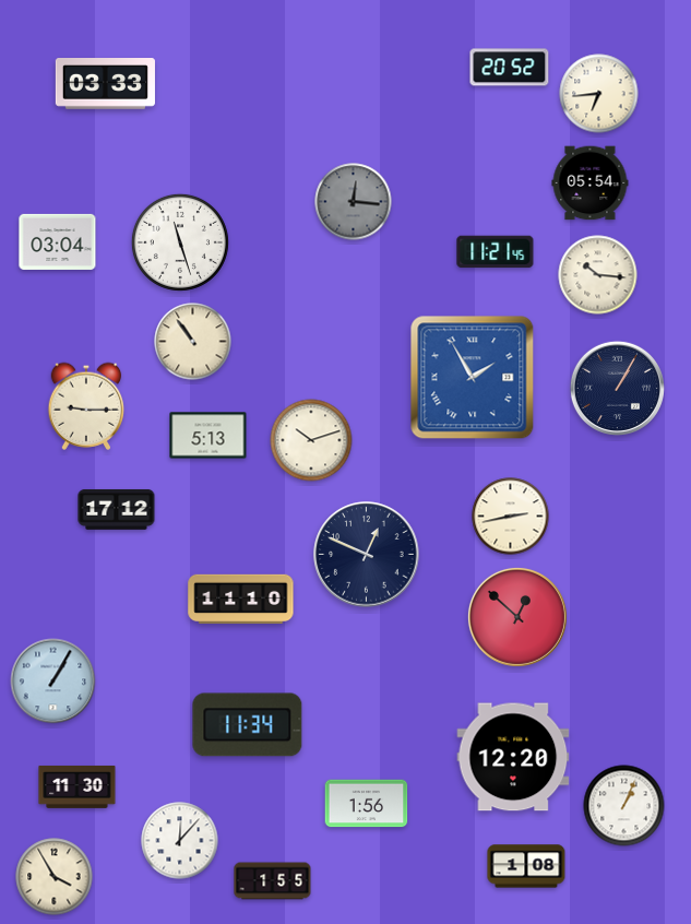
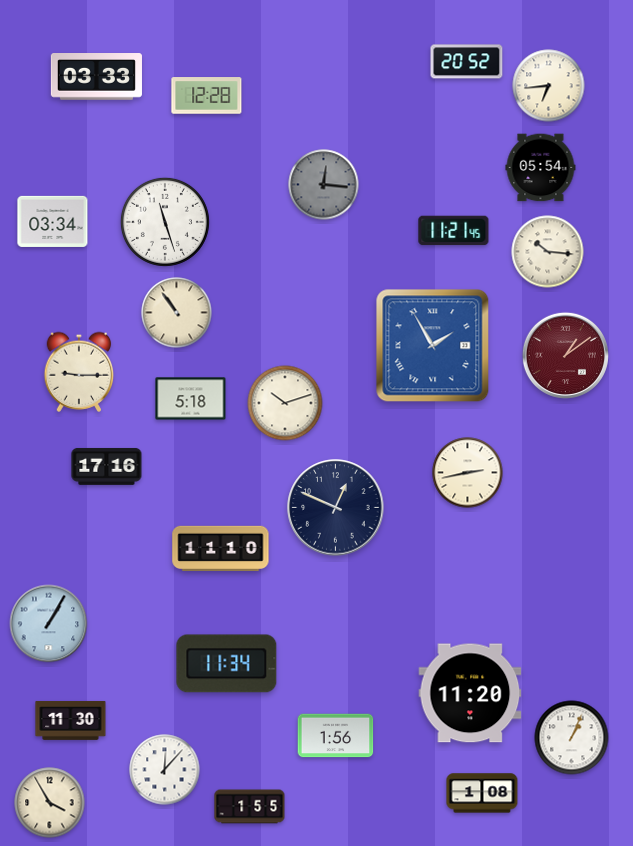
clock at (207, 96): none -> 12:28
clock at (58, 241): 03:04 -> 03:34
clock at (617, 388): 1:05 -> 1:09
clock at (617, 388) dial: navy -> burgundy
clock at (209, 436): 5:13 -> 5:18
clock at (117, 509): 17:12 -> 17:16
clock at (517, 617): 12:52 -> none
clock at (513, 757): 12:20 -> 11:20
